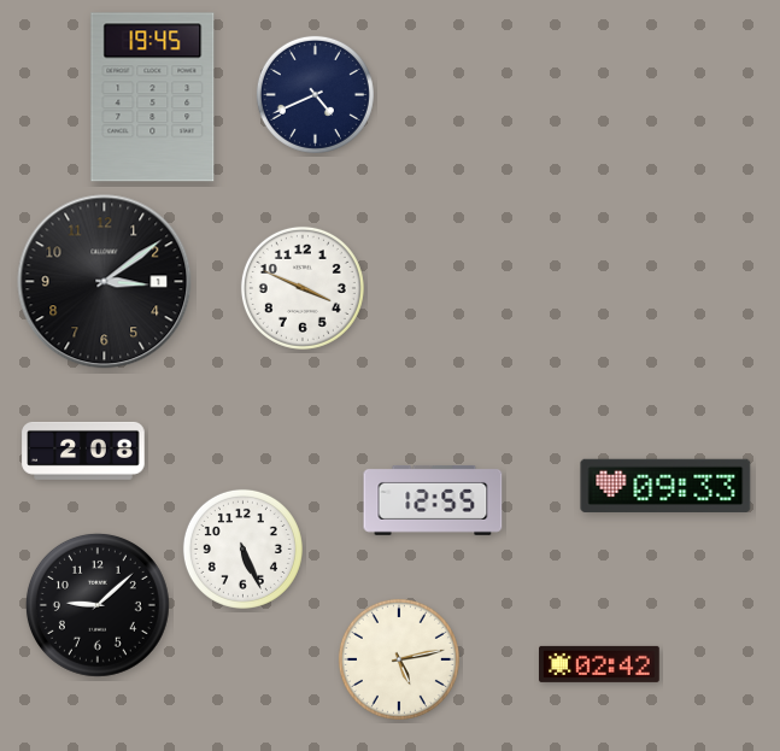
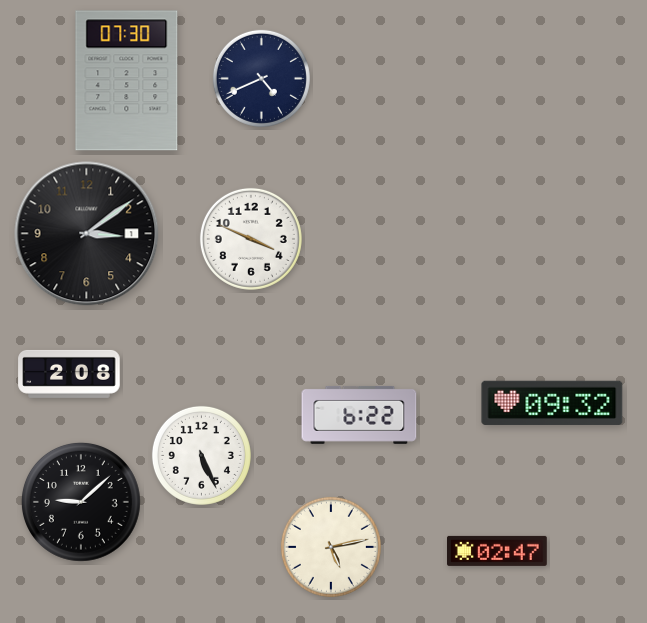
clock at (153, 98): 19:45 -> 07:30
clock at (665, 486): 09:33 -> 09:32
clock at (433, 500): 12:55 -> 6:22
clock at (600, 664): 02:42 -> 02:47
